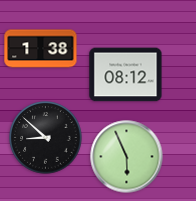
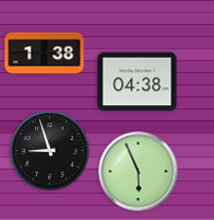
clock at (126, 75): 08:12 -> 04:38
clock at (46, 138): 8:52 -> 8:57
